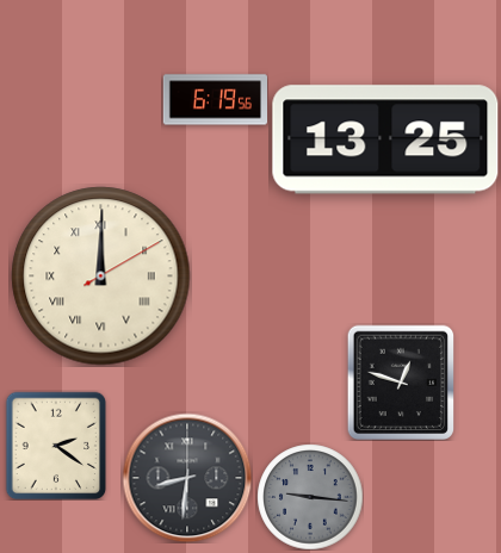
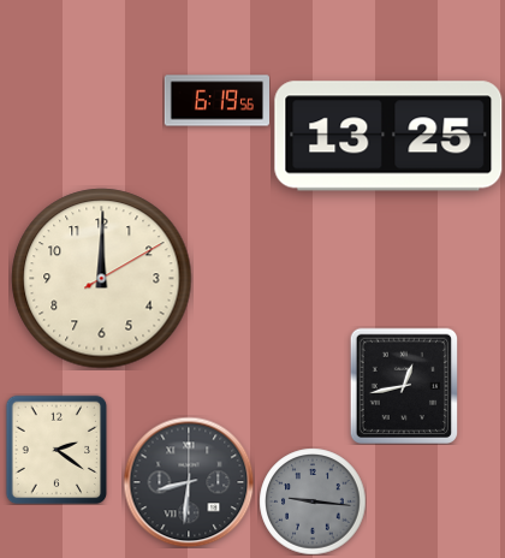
clock at (385, 139) position: (385, 139) -> (388, 136)
clock at (101, 276) numerals: Roman -> Arabic
clock at (401, 383): 12:48 -> 12:43
